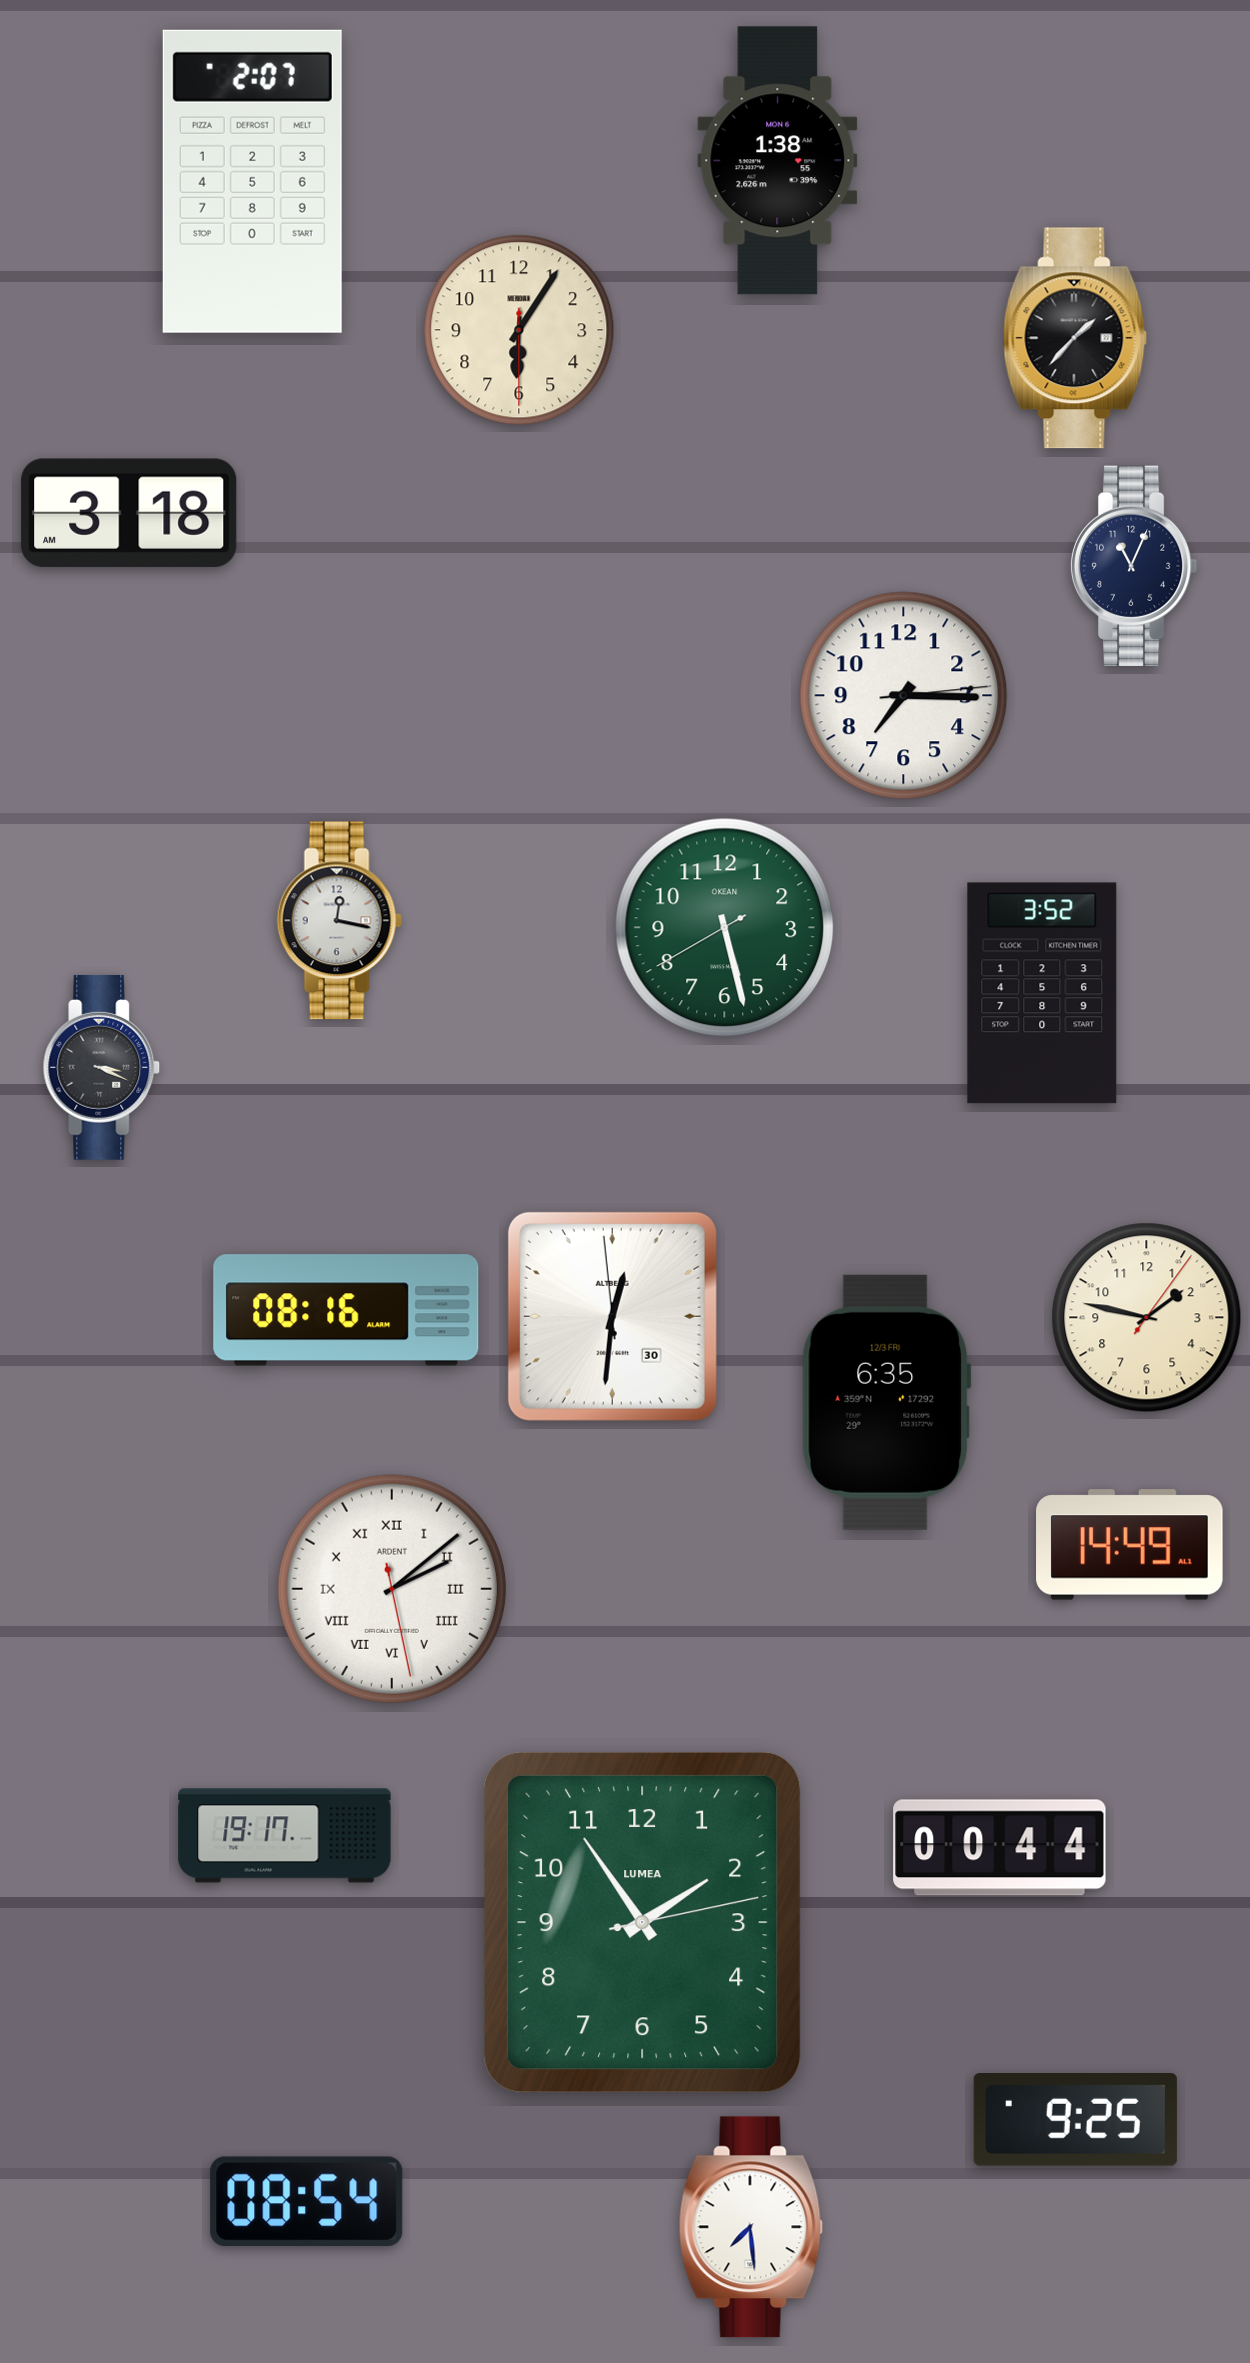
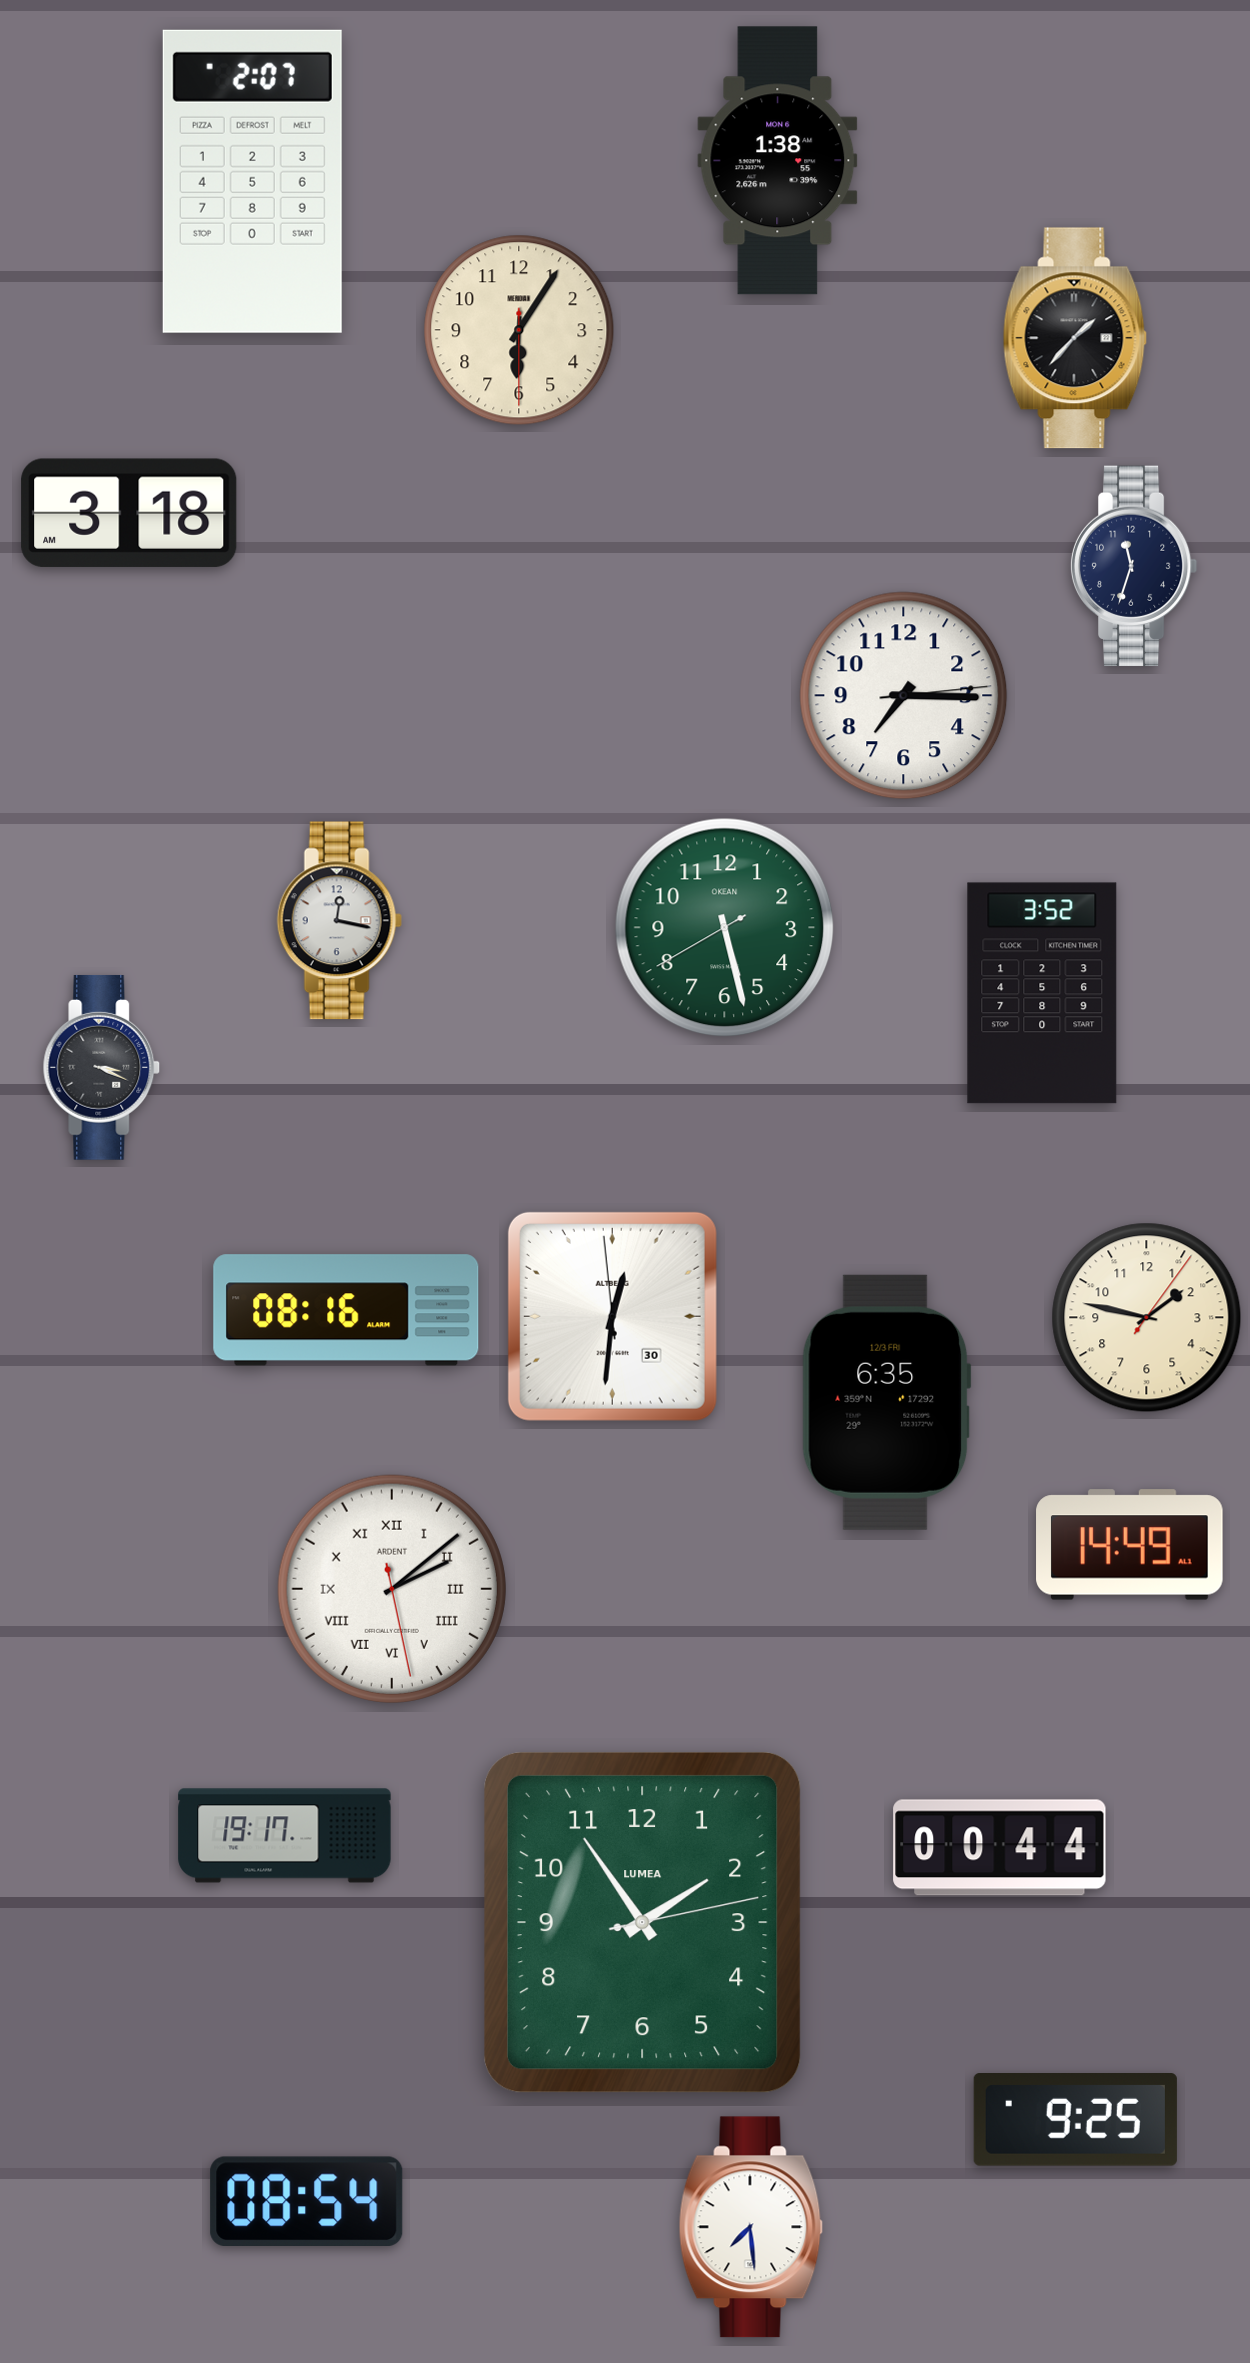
clock at (1134, 566): 11:04 -> 11:33
